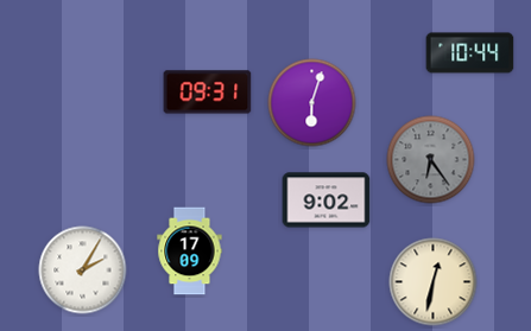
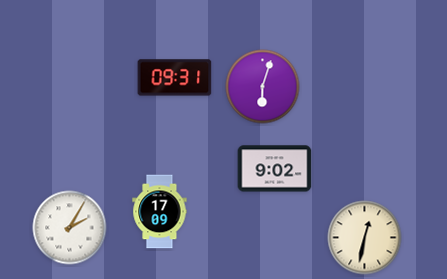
clock at (470, 53): 10:44 -> none
clock at (431, 160): 6:24 -> none
